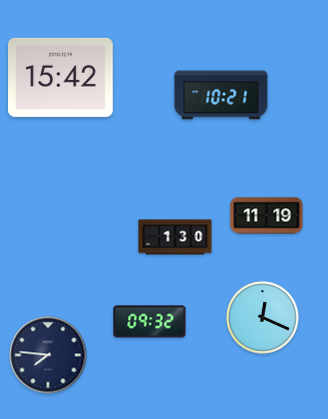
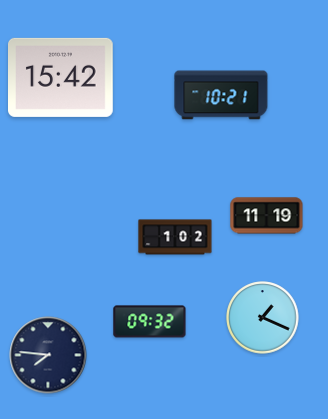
clock at (175, 237): 1:30 -> 1:02
clock at (263, 318): 12:19 -> 1:19
